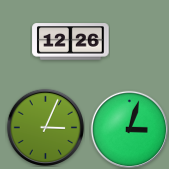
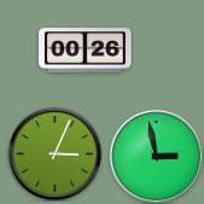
clock at (71, 42): 12:26 -> 00:26
clock at (129, 129): 3:03 -> 2:58
